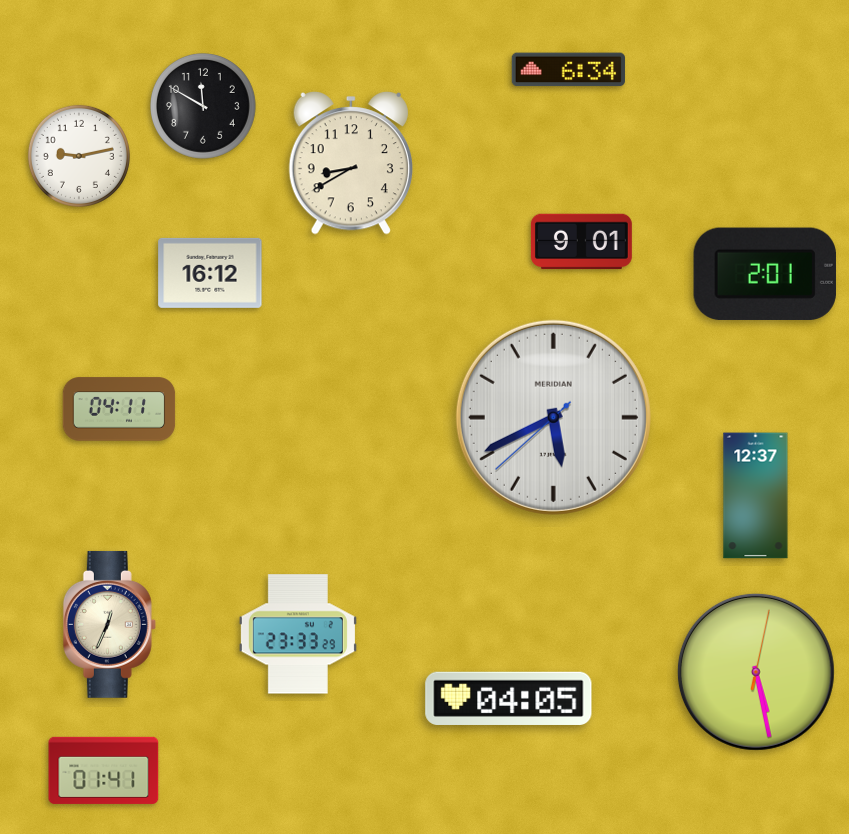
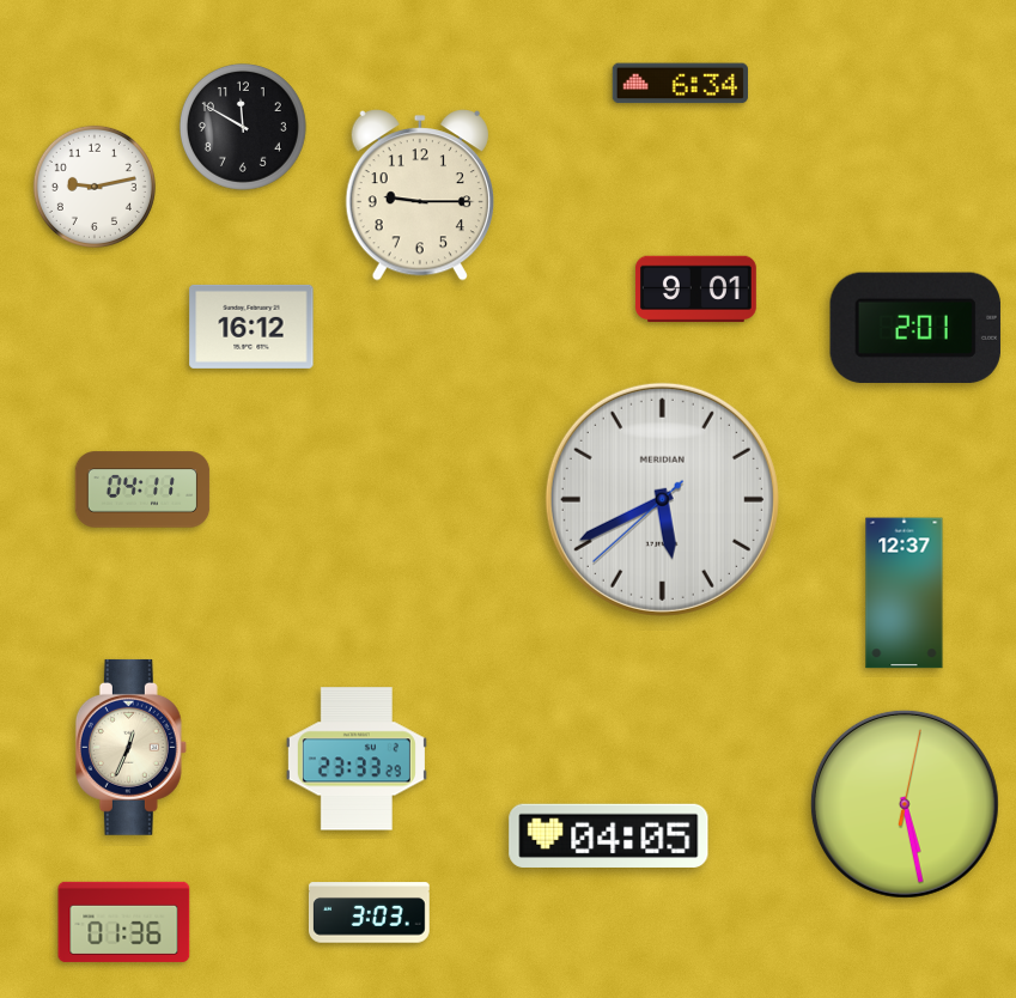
clock at (351, 164): 8:40 -> 9:15
clock at (369, 913): none -> 3:03
clock at (104, 770): 01:41 -> 01:36
